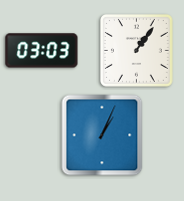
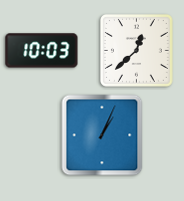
clock at (42, 51): 03:03 -> 10:03
clock at (137, 51): 1:06 -> 12:38
